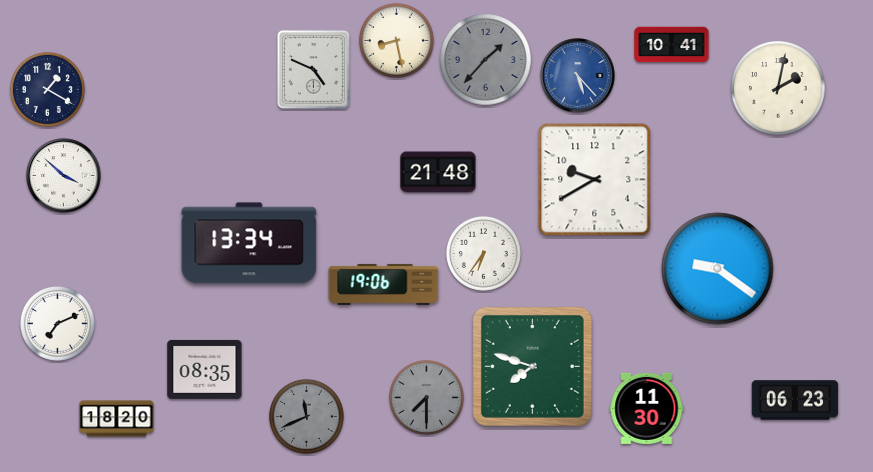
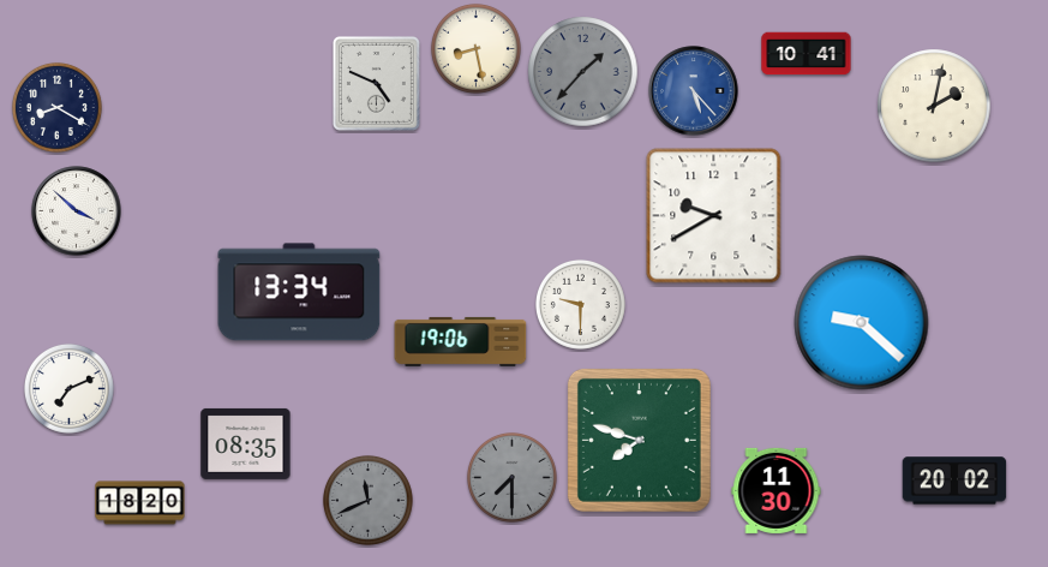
clock at (47, 89): 1:20 -> 8:20
clock at (438, 172): 21:48 -> none
clock at (483, 253): 6:36 -> 9:30
clock at (718, 269): 9:21 -> 9:22
clock at (795, 400): 06:23 -> 20:02
